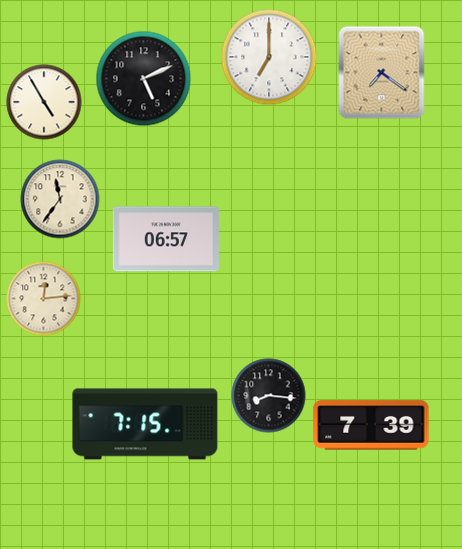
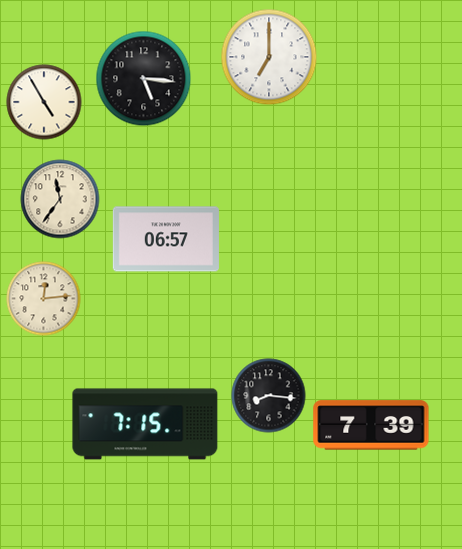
clock at (382, 73): 7:21 -> none
clock at (144, 79): 5:11 -> 5:16
